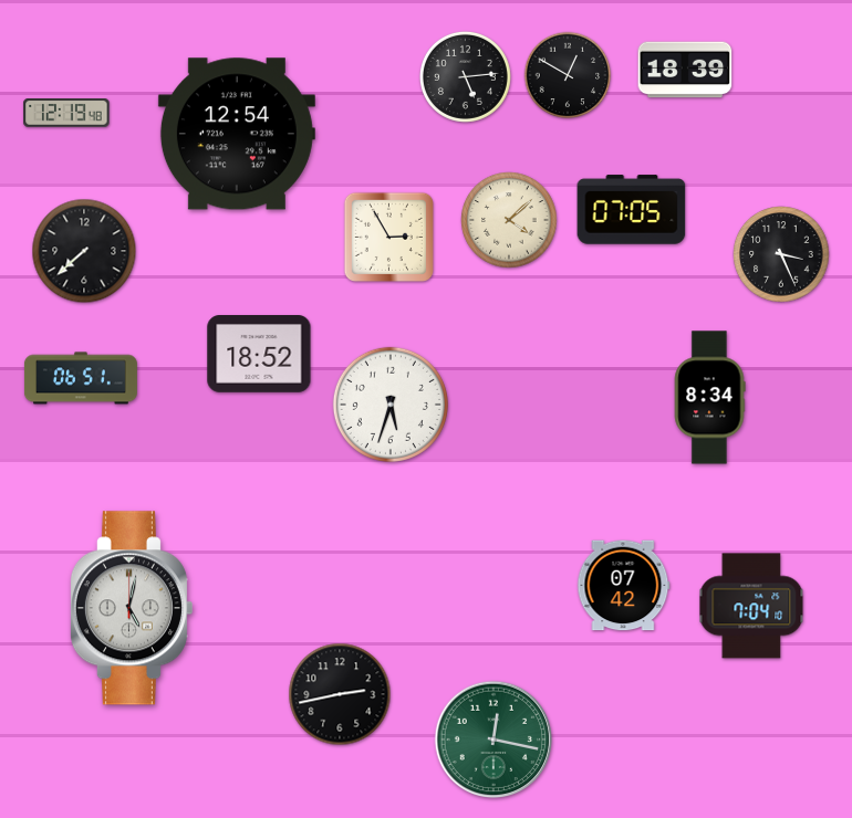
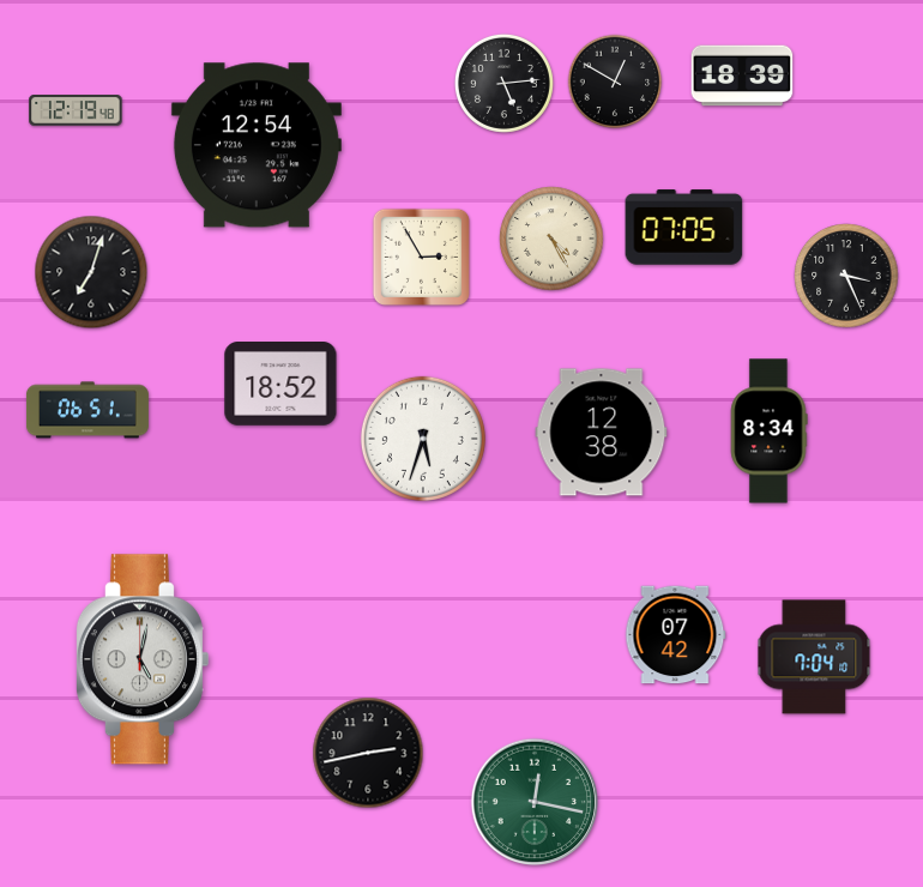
clock at (66, 114) position: (66, 114) -> (76, 111)
clock at (509, 220): 4:08 -> 4:25
clock at (84, 251): 7:38 -> 7:03
clock at (602, 433): none -> 12:38
